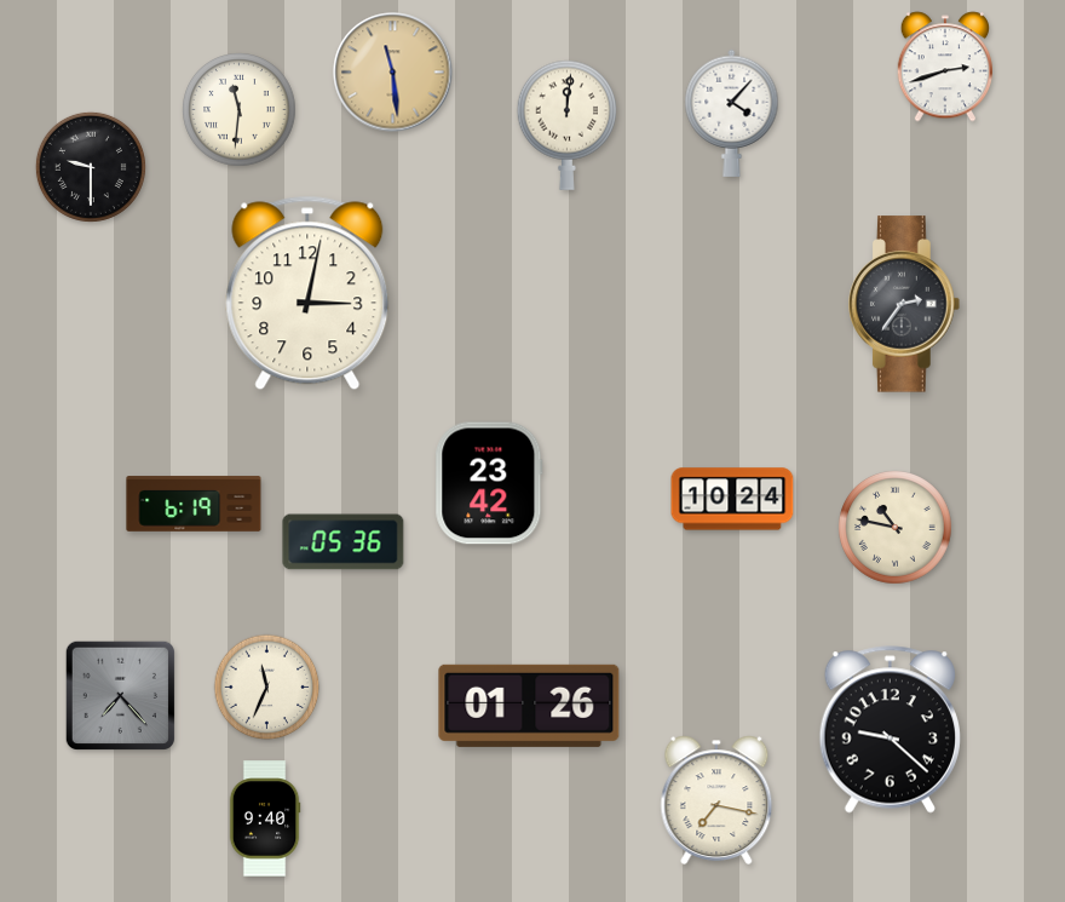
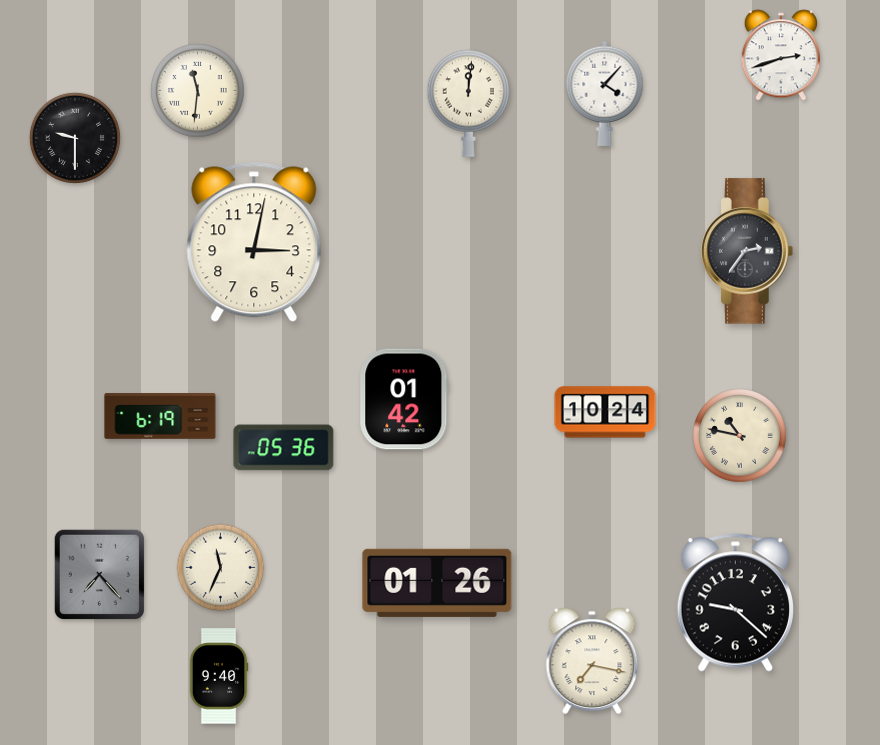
clock at (393, 73): 11:29 -> none
clock at (489, 483): 23:42 -> 01:42
